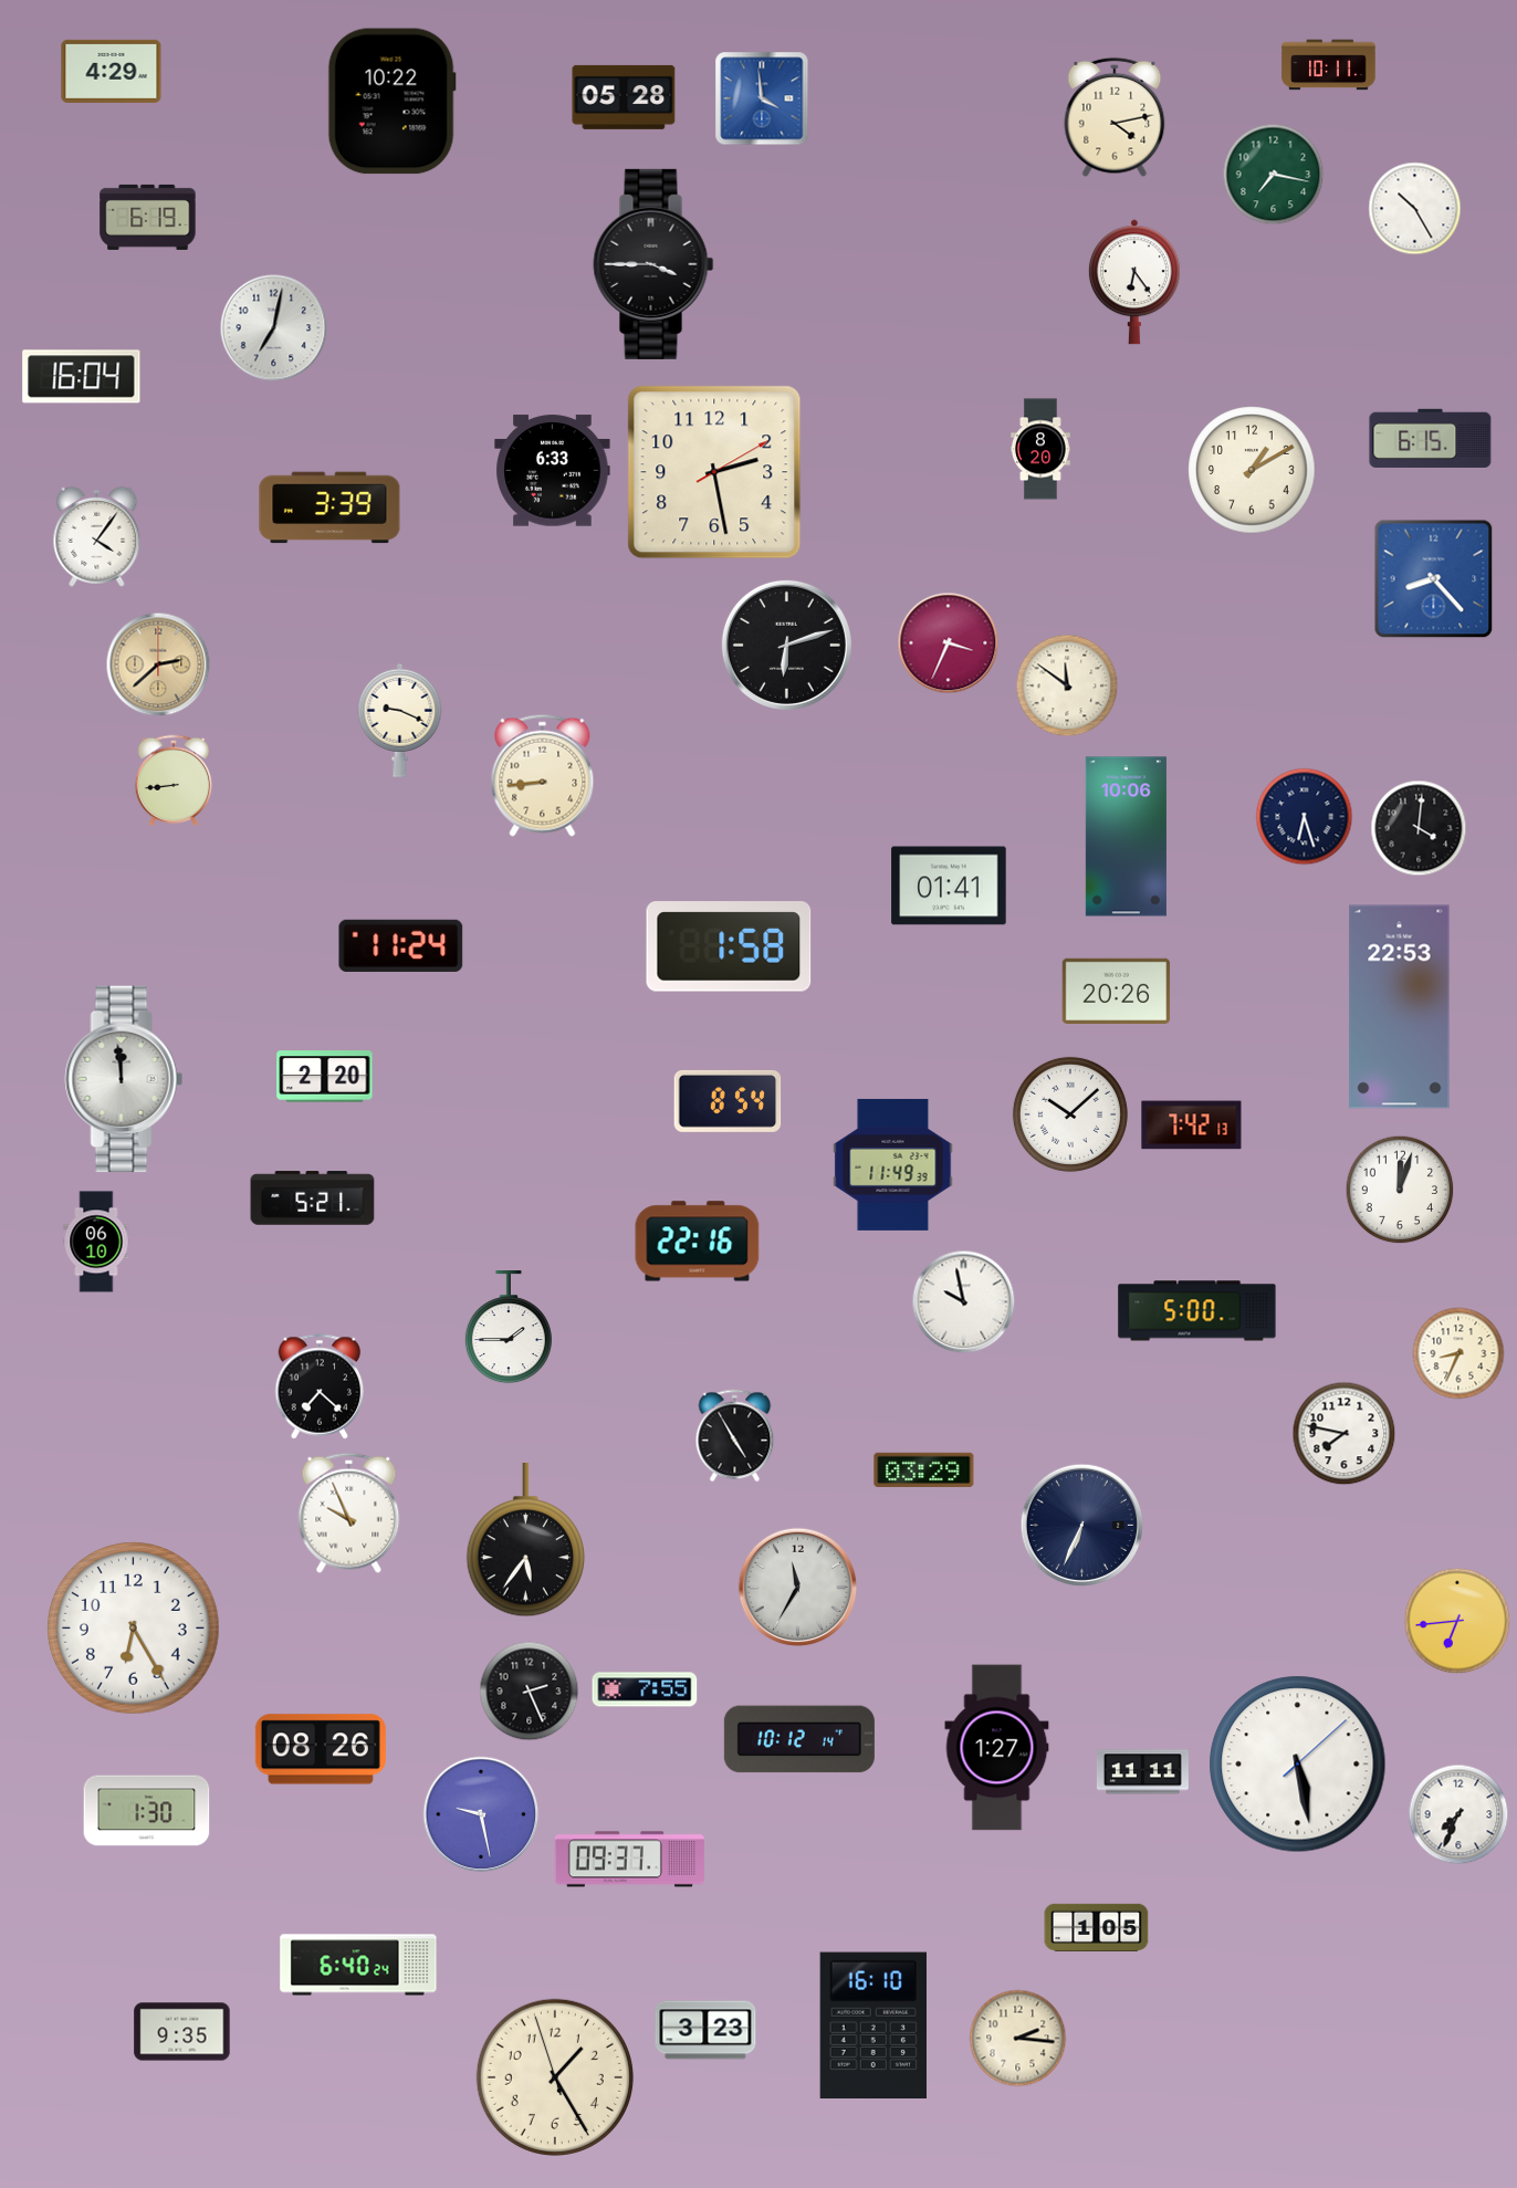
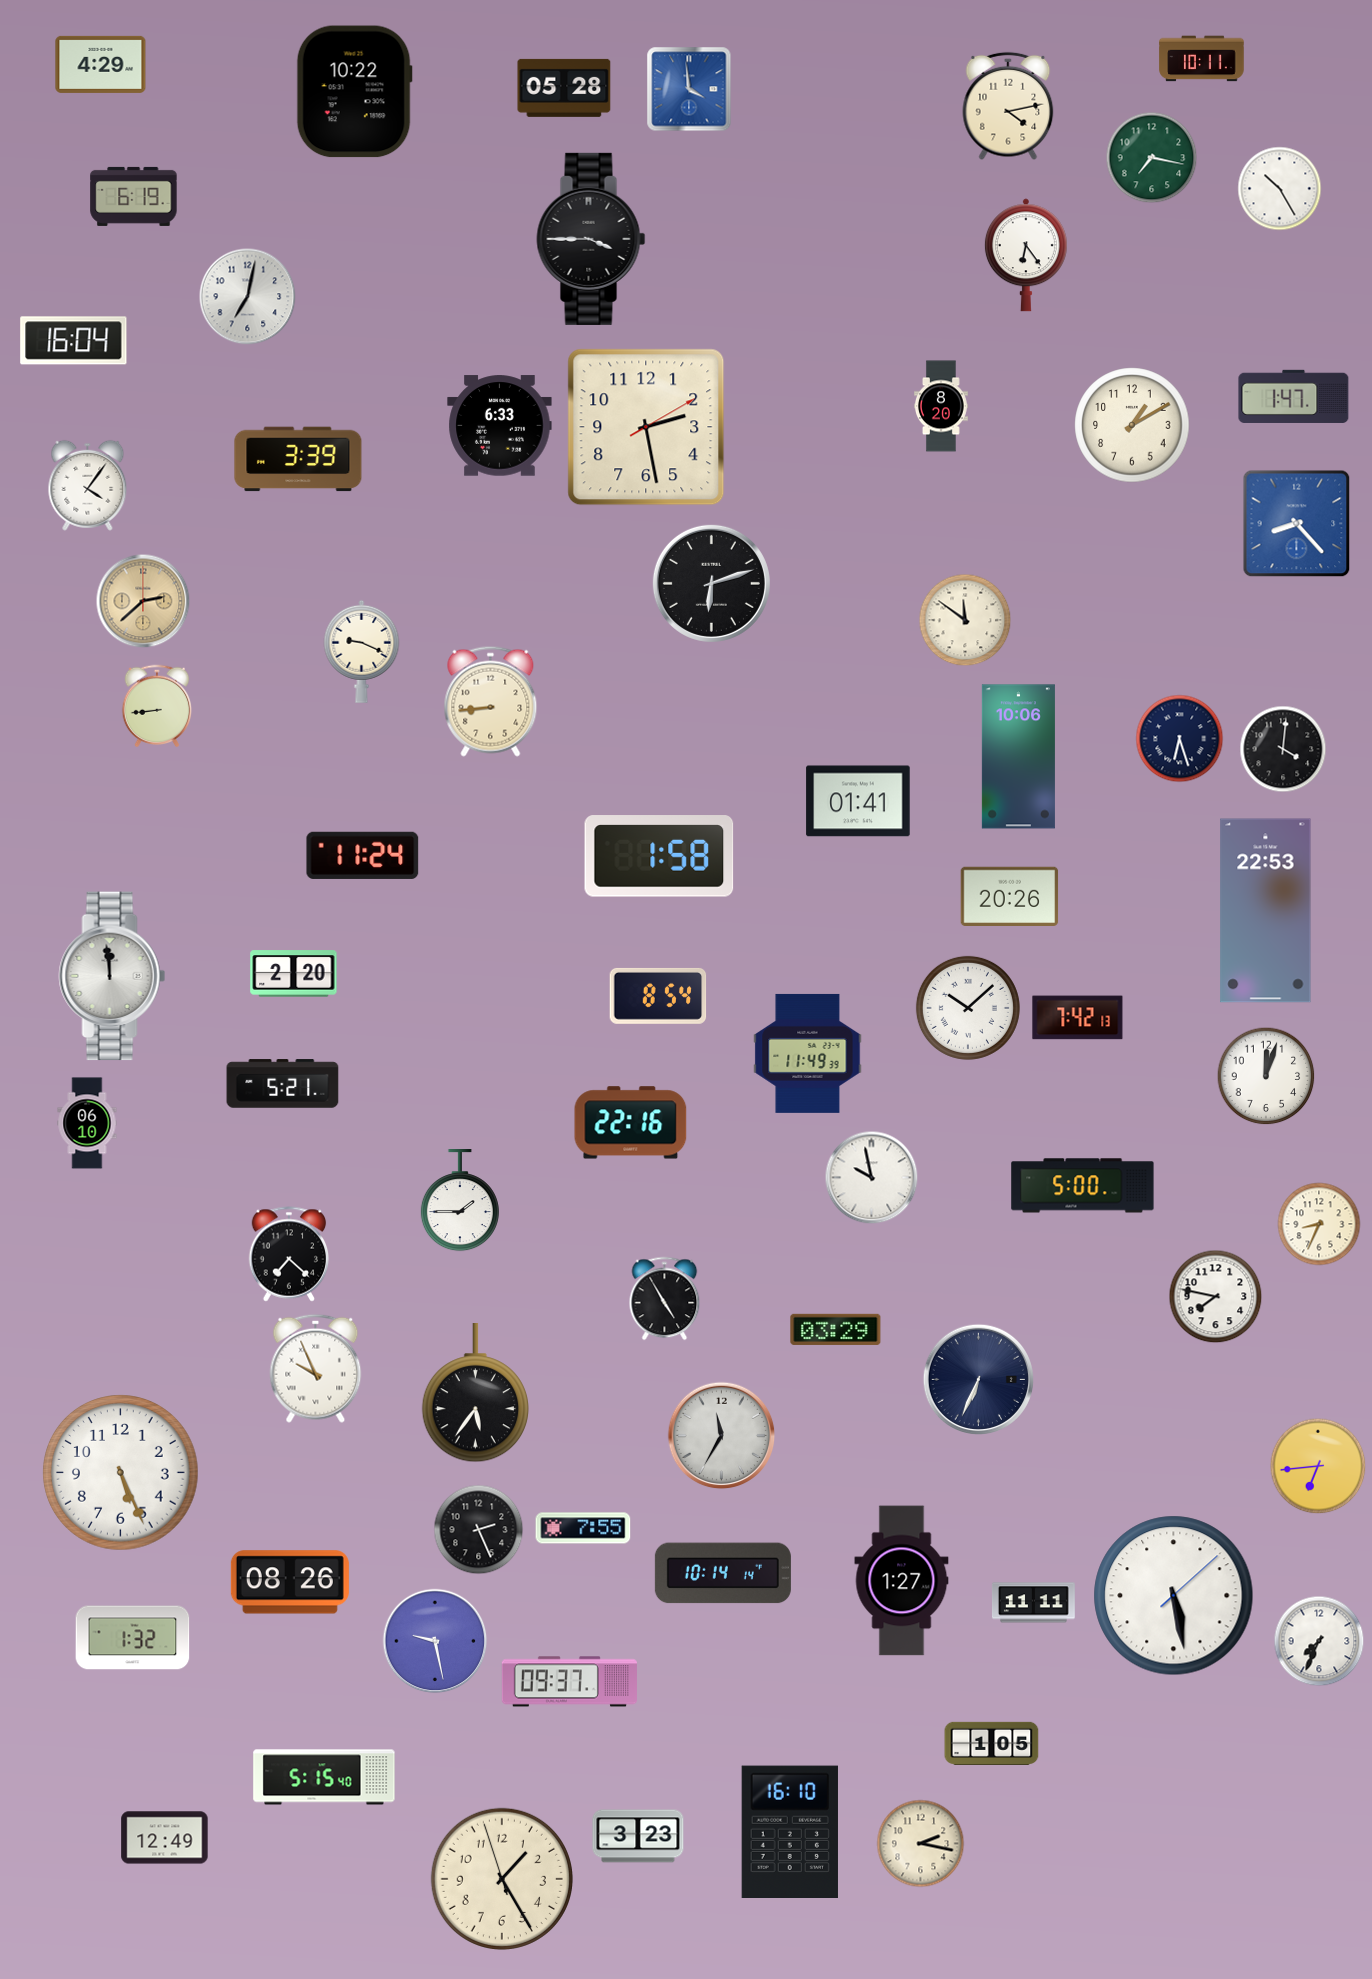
clock at (1431, 438): 6:15 -> 1:47
clock at (949, 643): 3:34 -> none
clock at (134, 1629): 6:25 -> 5:26
clock at (799, 1739): 10:12 -> 10:14
clock at (147, 1811): 1:30 -> 1:32
clock at (358, 1965): 6:40 -> 5:15
clock at (182, 2032): 9:35 -> 12:49
clock at (1018, 2039): 2:16 -> 2:17
